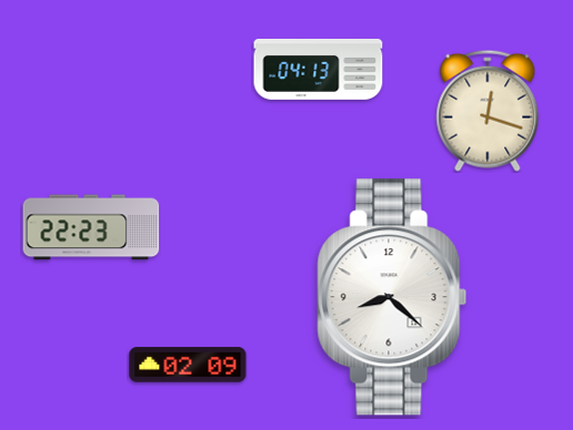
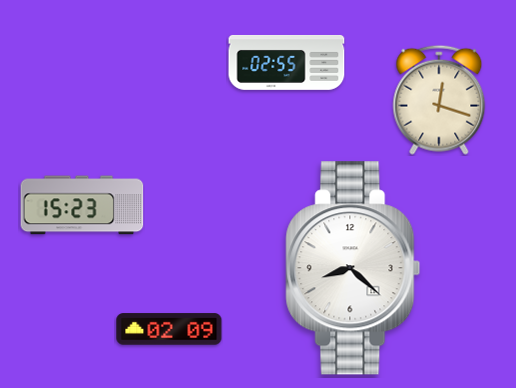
clock at (319, 69): 04:13 -> 02:55
clock at (91, 227): 22:23 -> 15:23
